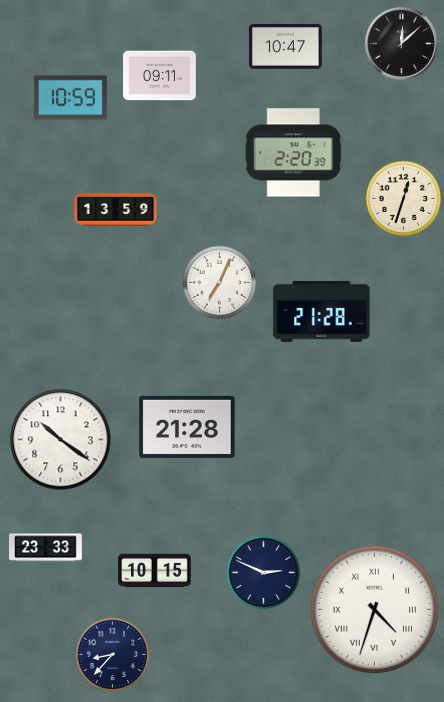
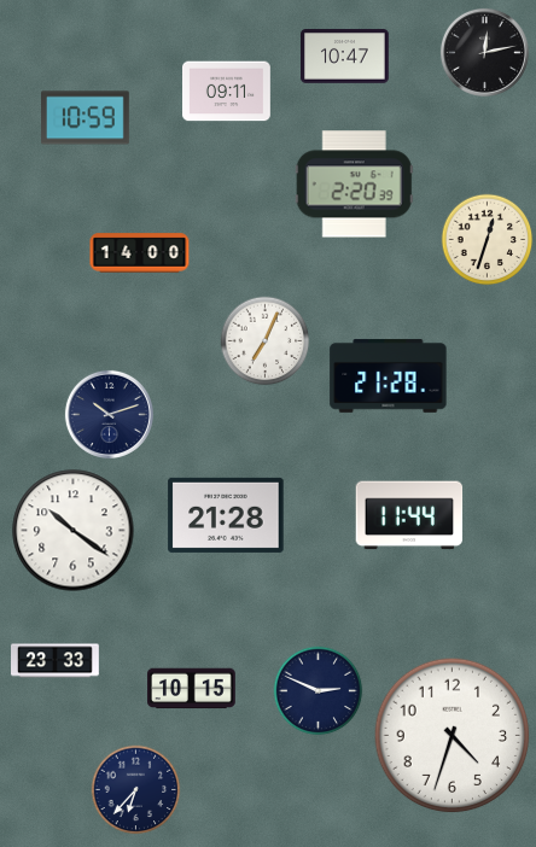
clock at (401, 43): 12:08 -> 12:13
clock at (160, 76) position: (160, 76) -> (227, 92)
clock at (116, 210): 13:59 -> 14:00
clock at (109, 414): none -> 10:12
clock at (409, 515): none -> 11:44
clock at (155, 571) position: (155, 571) -> (192, 689)
clock at (375, 610) numerals: Roman -> Arabic
clock at (113, 655): 8:37 -> 6:37
